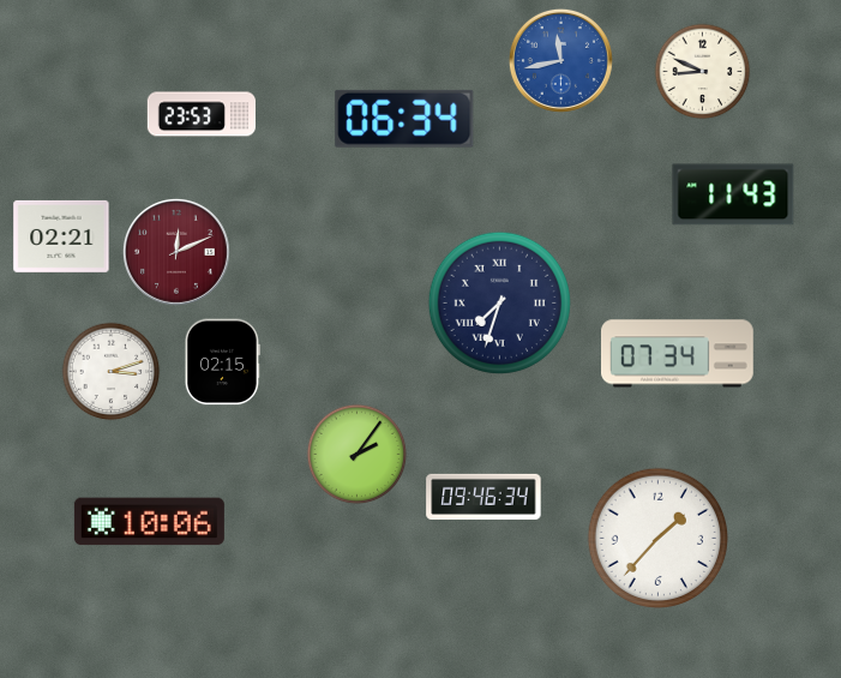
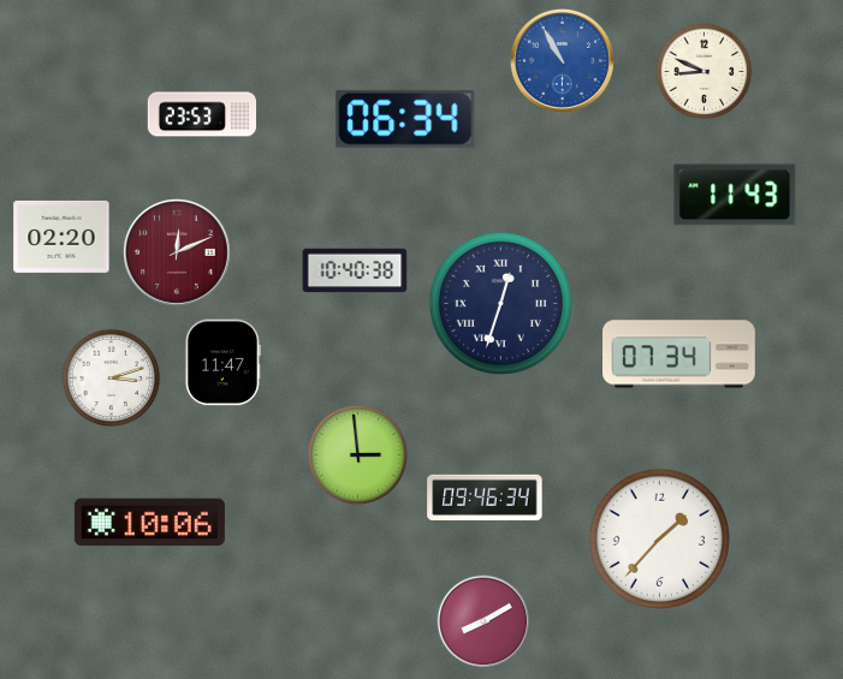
clock at (560, 60): 11:43 -> 10:55
clock at (61, 236): 02:21 -> 02:20
clock at (355, 270): none -> 10:40
clock at (499, 302): 7:33 -> 12:33
clock at (222, 362): 02:15 -> 11:47
clock at (112, 372) position: (112, 372) -> (112, 379)
clock at (358, 455): 2:06 -> 2:59
clock at (483, 621): none -> 8:10
